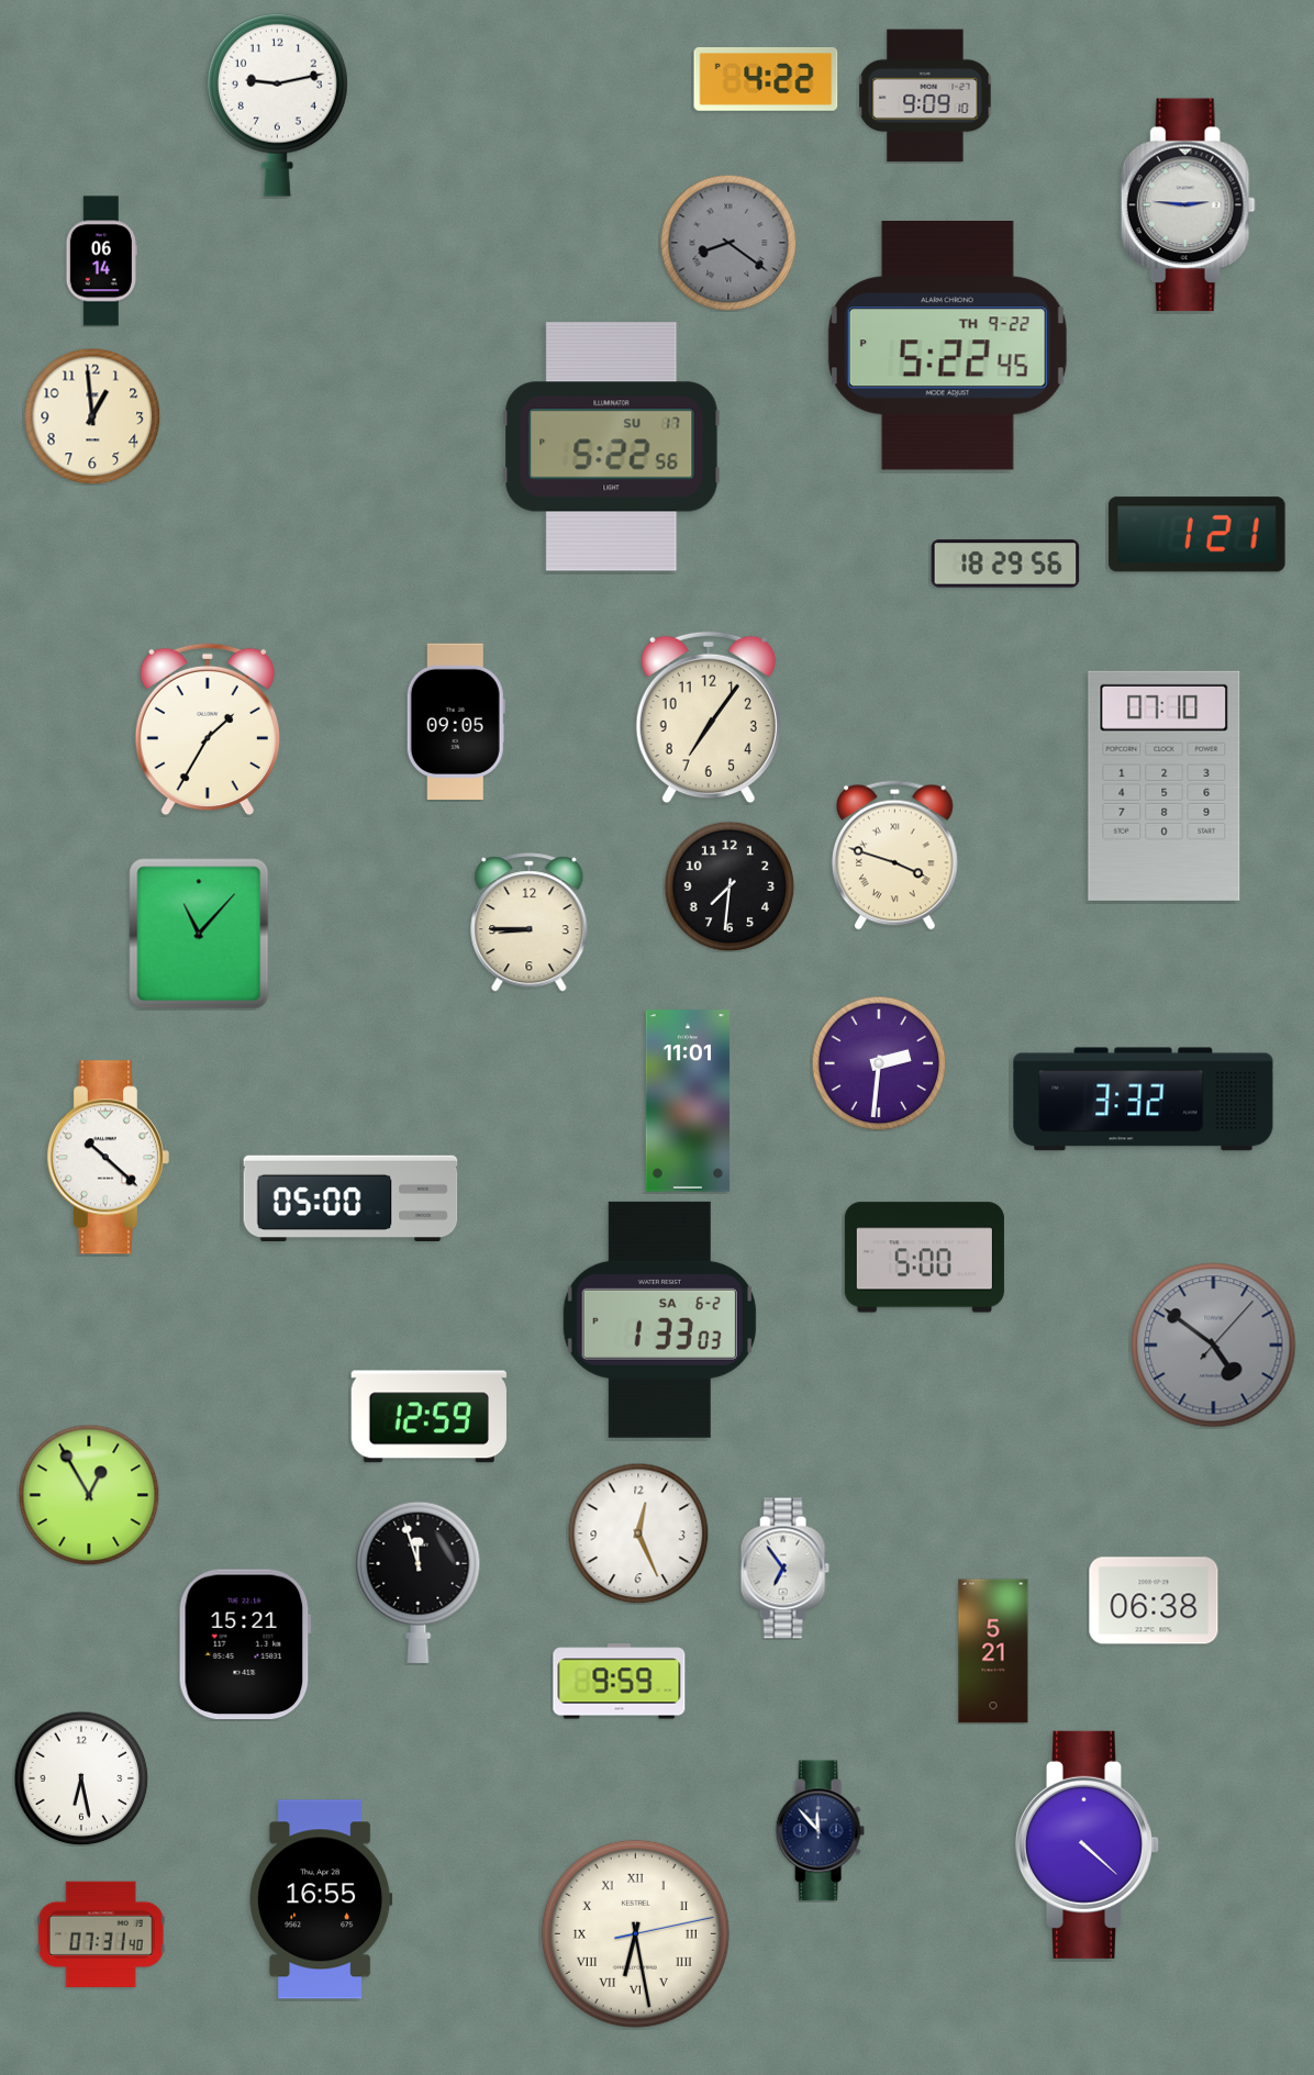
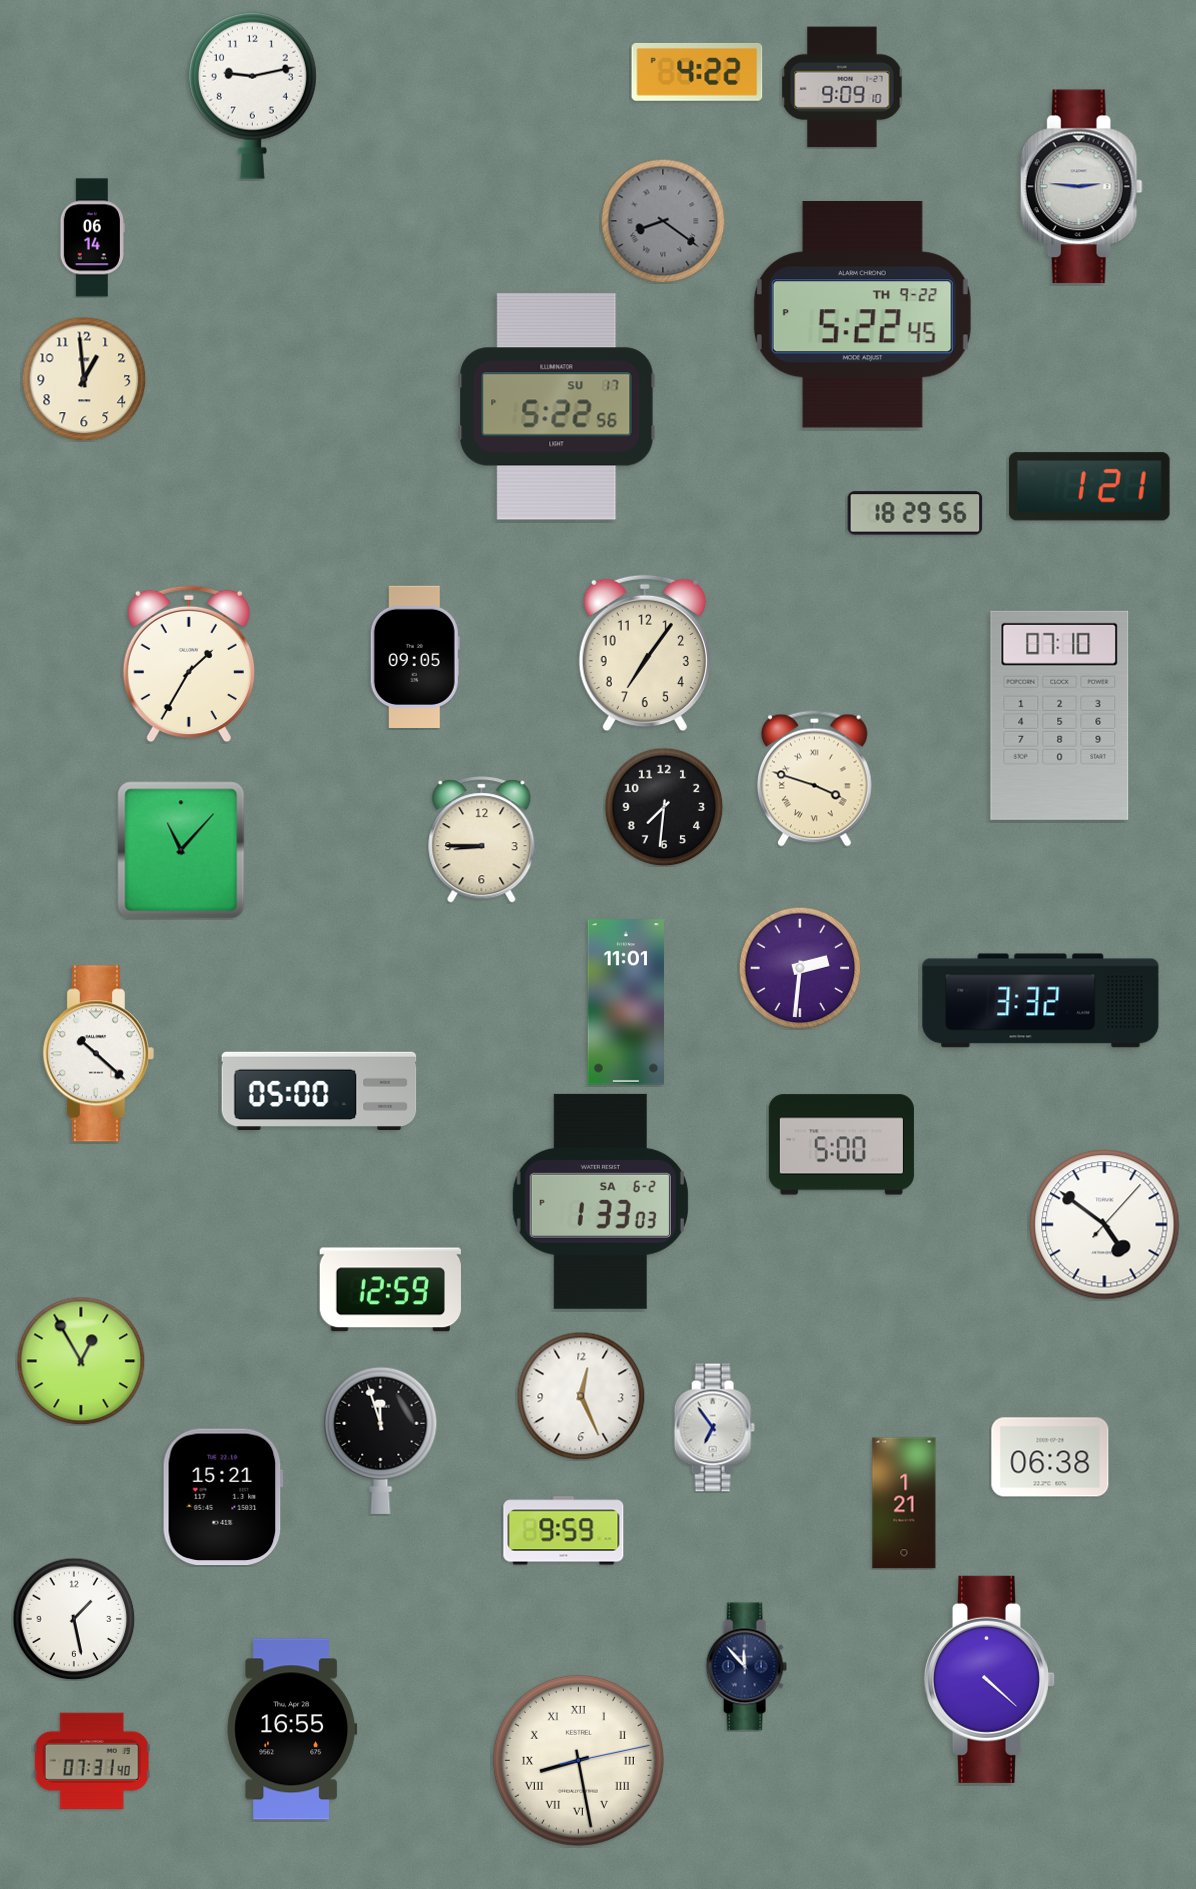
clock at (1214, 1346) dial: grey -> white
clock at (993, 1651): 5:21 -> 1:21
clock at (81, 1778): 6:28 -> 1:28
clock at (635, 1933): 6:28 -> 8:28
